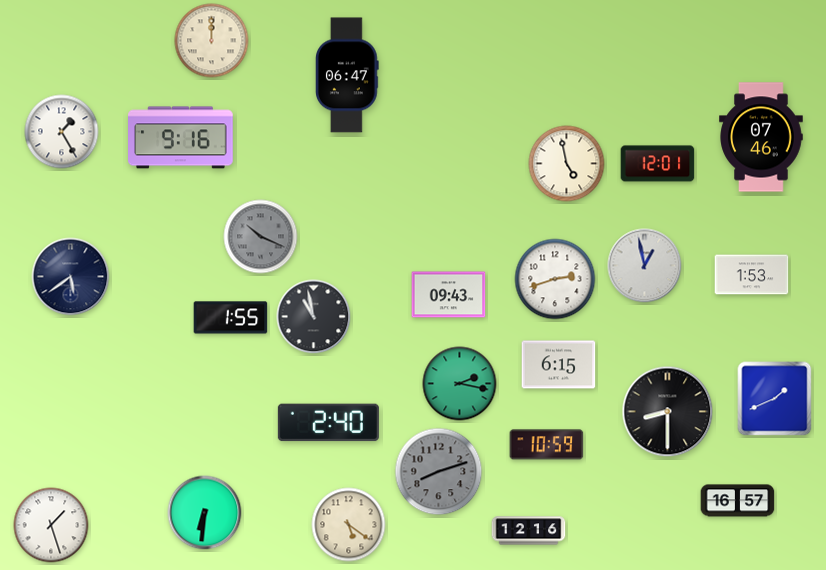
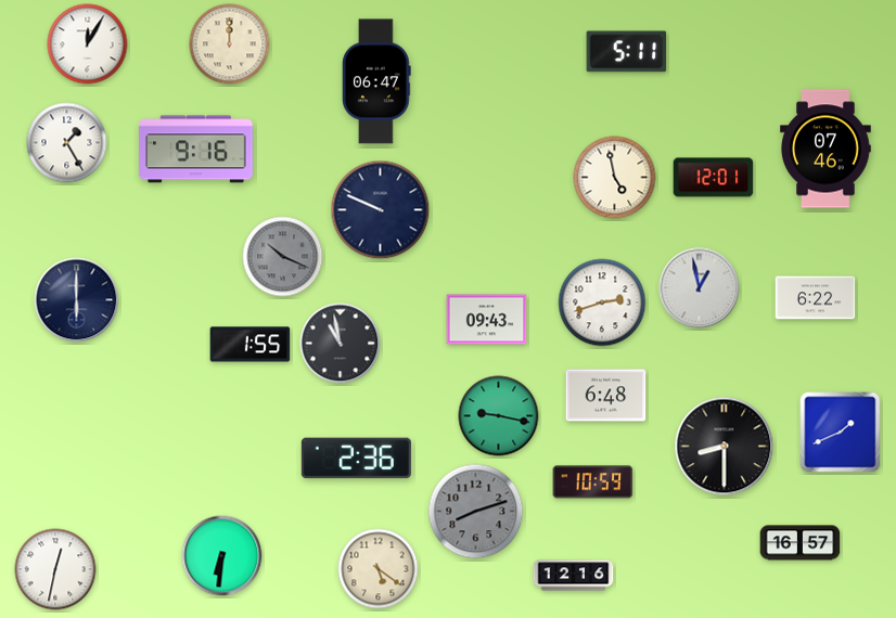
clock at (88, 44): none -> 12:05
clock at (627, 52): none -> 5:11
clock at (381, 210): none -> 9:49
clock at (752, 275): 1:53 -> 6:22
clock at (71, 277): 5:39 -> 6:00
clock at (559, 365): 6:15 -> 6:48
clock at (460, 384): 2:17 -> 9:17
clock at (328, 423): 2:40 -> 2:36
clock at (51, 525): 1:27 -> 12:32
